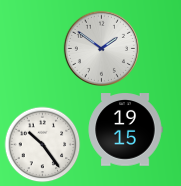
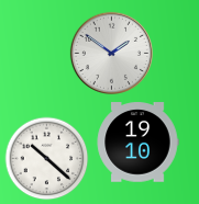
clock at (125, 130): 19:15 -> 19:10
clock at (43, 145): 10:24 -> 10:22
